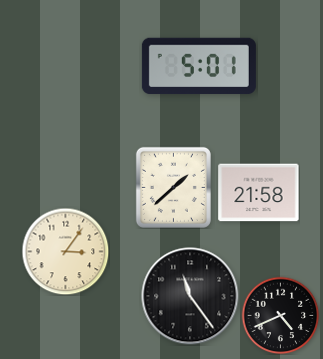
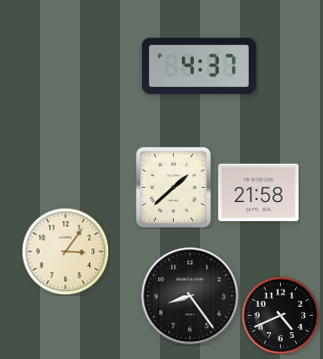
clock at (199, 66): 5:01 -> 4:37
clock at (190, 296): 11:24 -> 8:24
